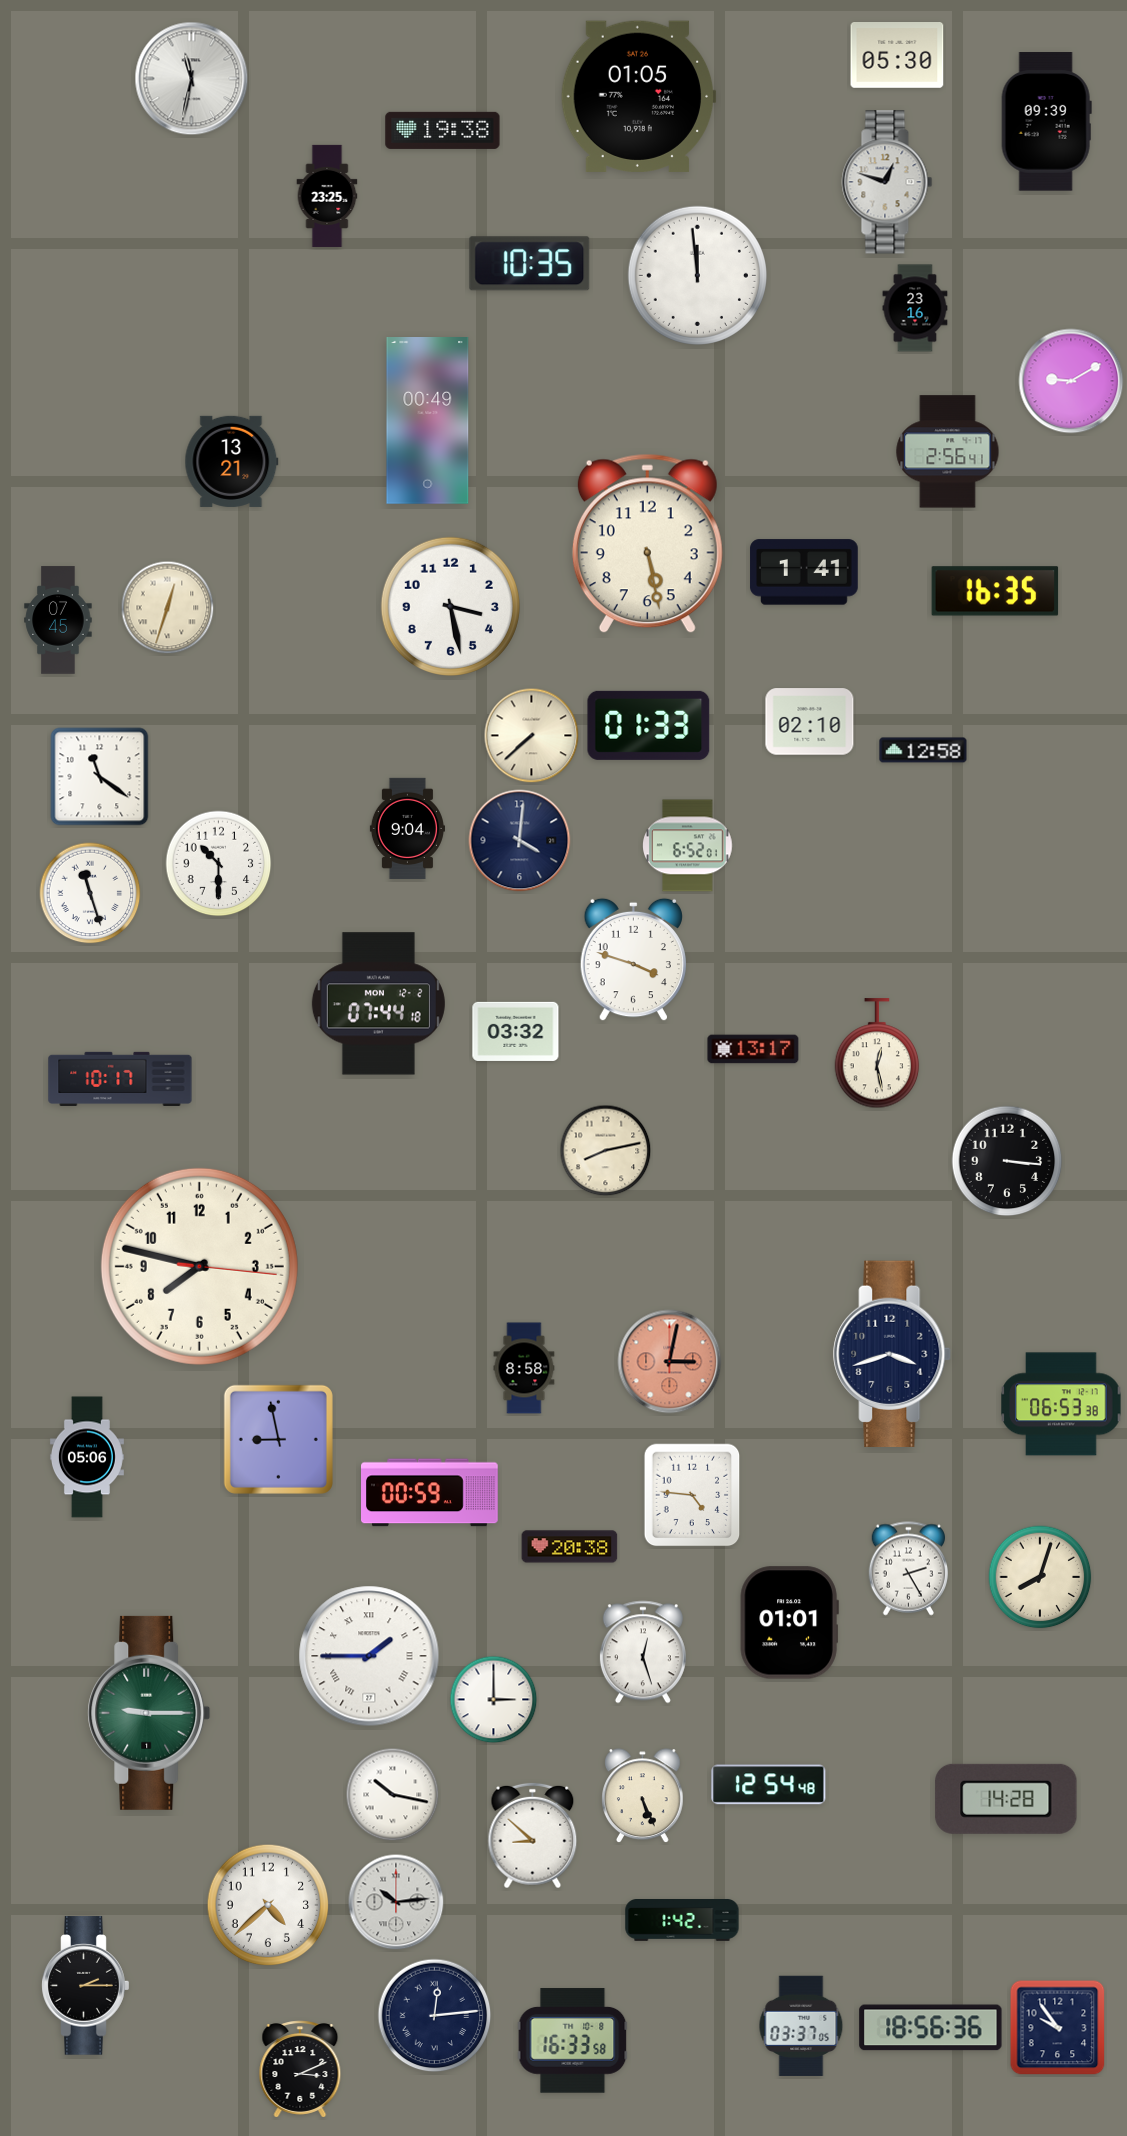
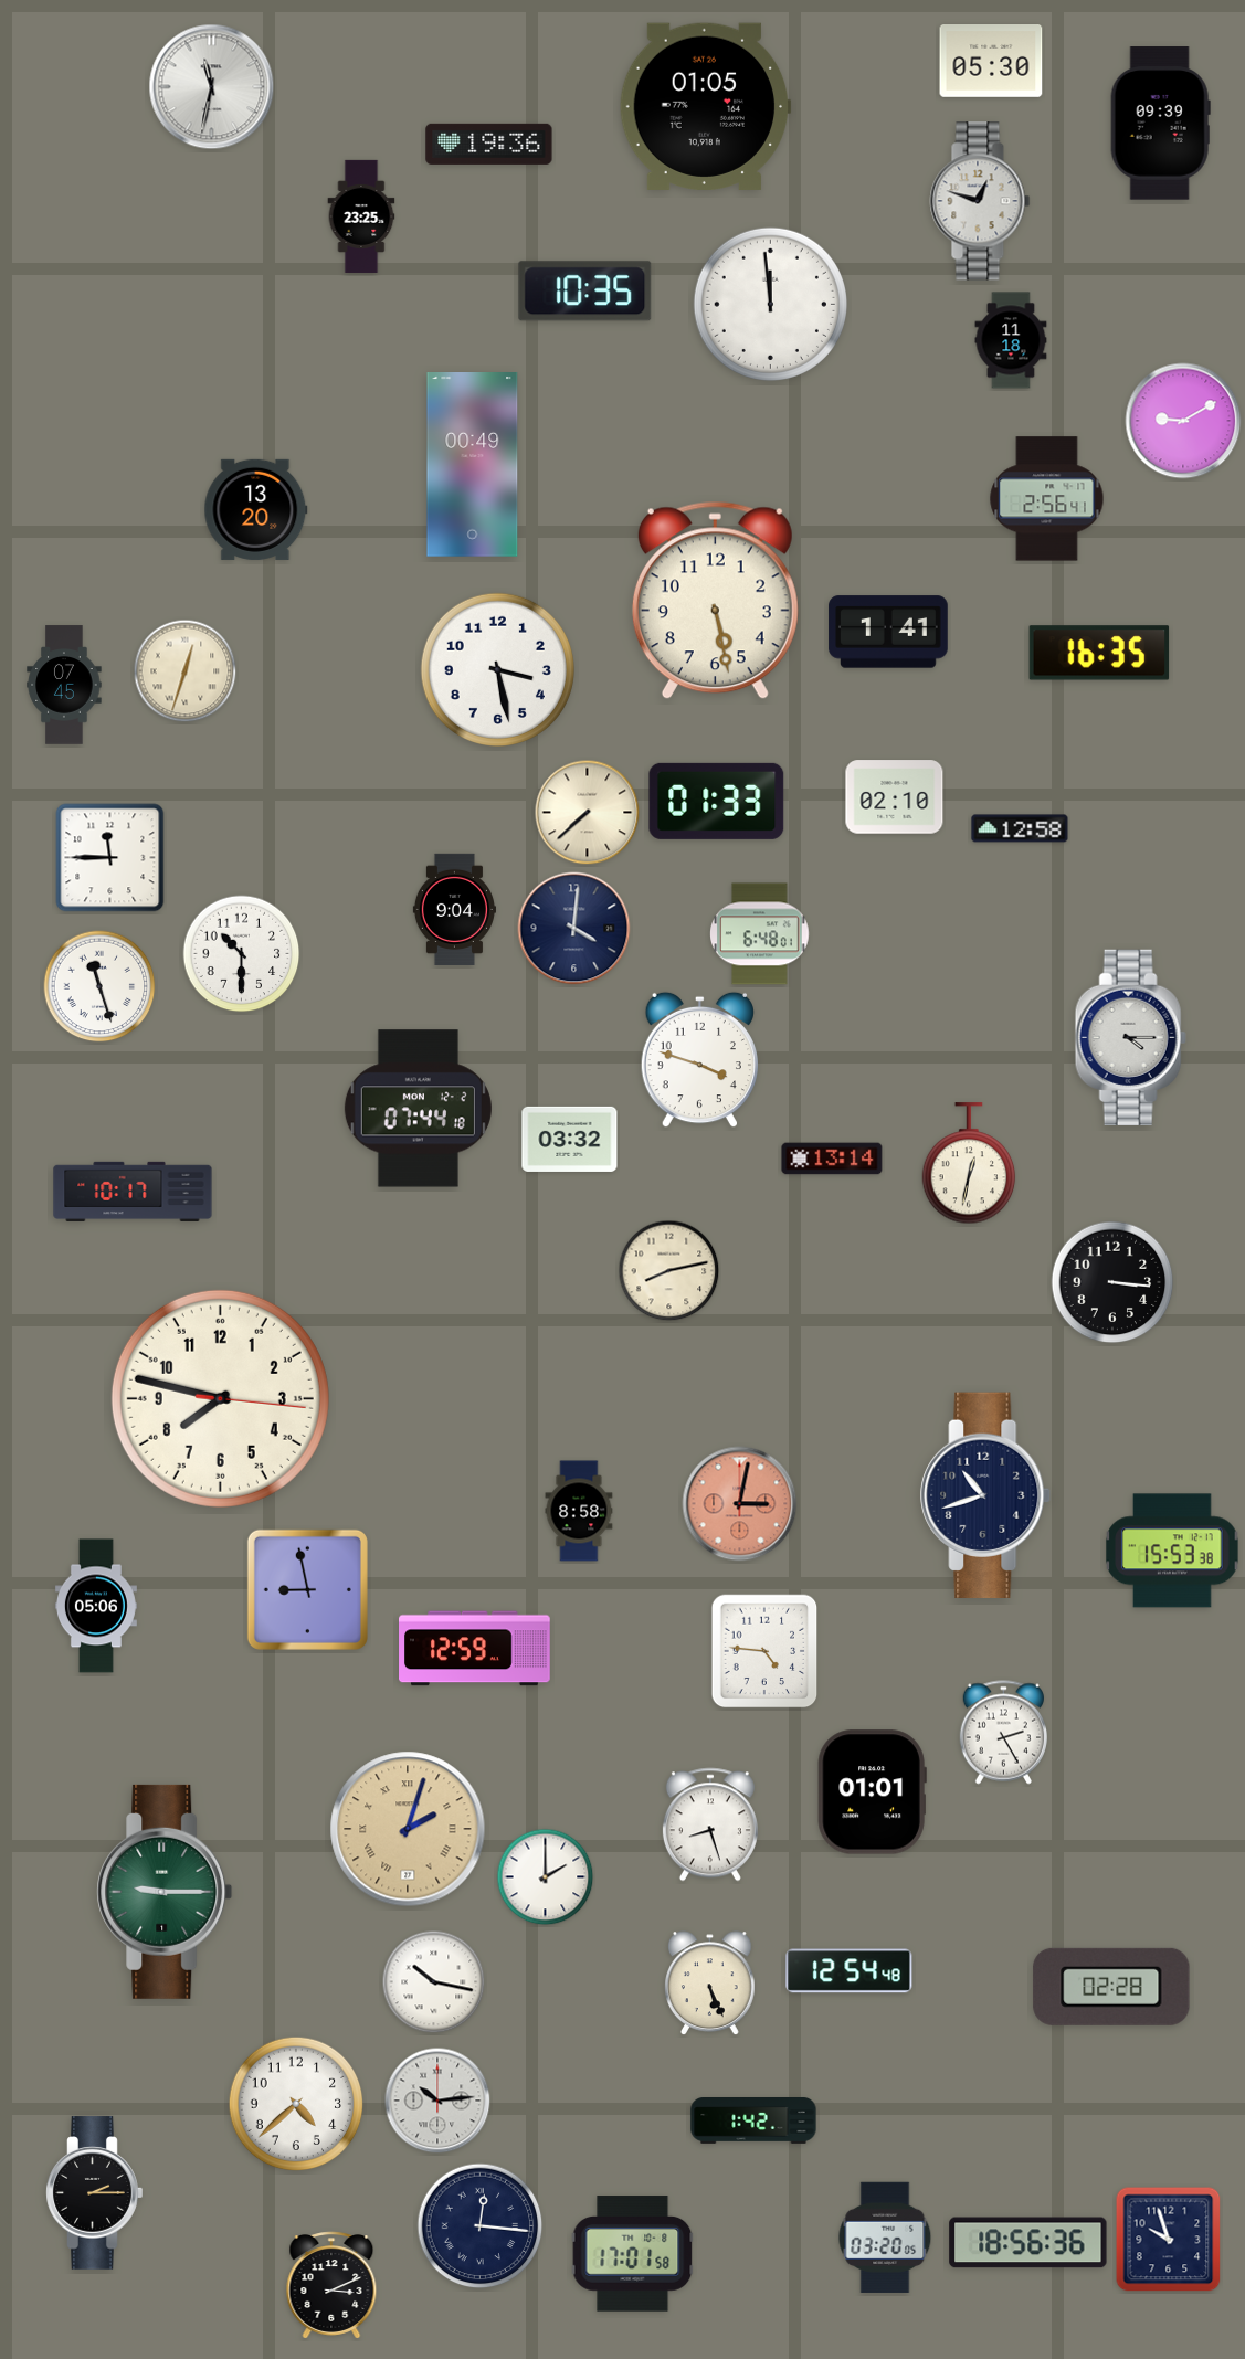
clock at (1046, 122) position: (1046, 122) -> (1160, 124)
clock at (443, 130): 19:38 -> 19:36
clock at (915, 308): 23:16 -> 11:18
clock at (232, 461): 13:21 -> 13:20
clock at (100, 777): 11:21 -> 11:45
clock at (407, 828) position: (407, 828) -> (454, 909)
clock at (688, 846): 6:52 -> 6:48
clock at (1130, 1037): none -> 4:15
clock at (753, 1049): 13:17 -> 13:14
clock at (877, 1054): 12:28 -> 12:32
clock at (893, 1354): 3:42 -> 10:42
clock at (1061, 1404): 06:53 -> 15:53
clock at (87, 1457) position: (87, 1457) -> (96, 1606)
clock at (430, 1493): 00:59 -> 12:59
clock at (570, 1547): 20:38 -> none
clock at (1040, 1577): 8:03 -> none
clock at (643, 1652): 12:27 -> 8:27
clock at (369, 1656): 1:45 -> 2:03
clock at (369, 1656) dial: white -> champagne
clock at (494, 1700): 3:00 -> 2:00
clock at (1006, 1799): 14:28 -> 02:28
clock at (533, 1836): 8:52 -> none
clock at (435, 2016): 12:14 -> 12:16
clock at (801, 2026): 03:37 -> 03:20
clock at (931, 2028) position: (931, 2028) -> (1028, 2243)
clock at (1058, 2028): 9:54 -> 9:57
clock at (573, 2041): 16:33 -> 17:01
